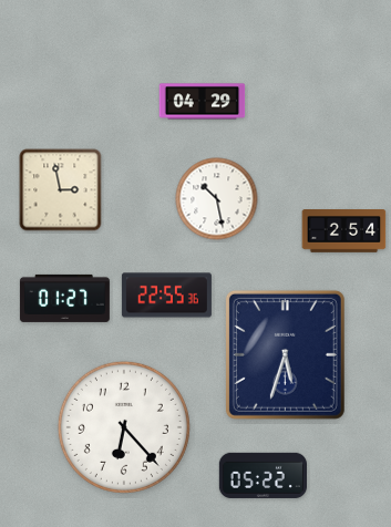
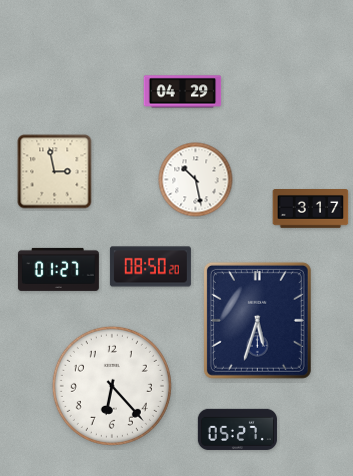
clock at (344, 231): 2:54 -> 3:17
clock at (166, 296): 22:55 -> 08:50
clock at (263, 475): 05:22 -> 05:27
